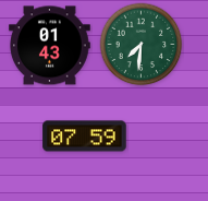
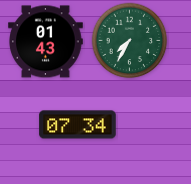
clock at (142, 45): 7:31 -> 7:35
clock at (85, 137): 07:59 -> 07:34
